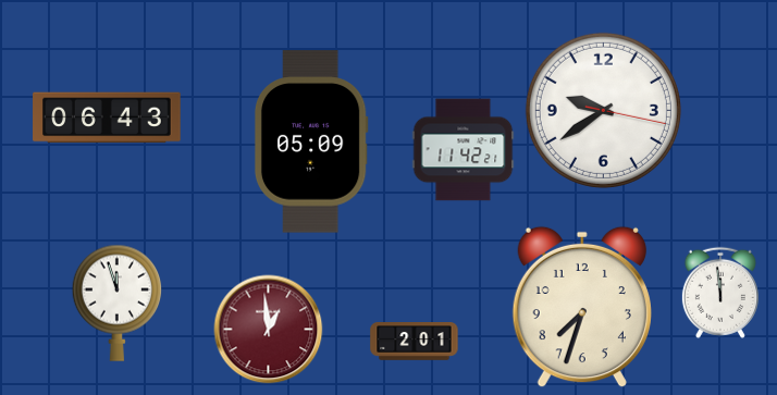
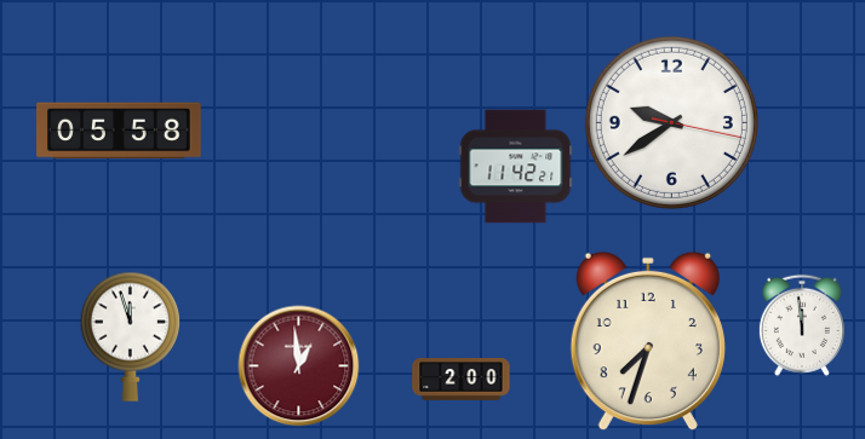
clock at (107, 118): 06:43 -> 05:58
clock at (311, 141): 05:09 -> none
clock at (415, 342): 2:01 -> 2:00
